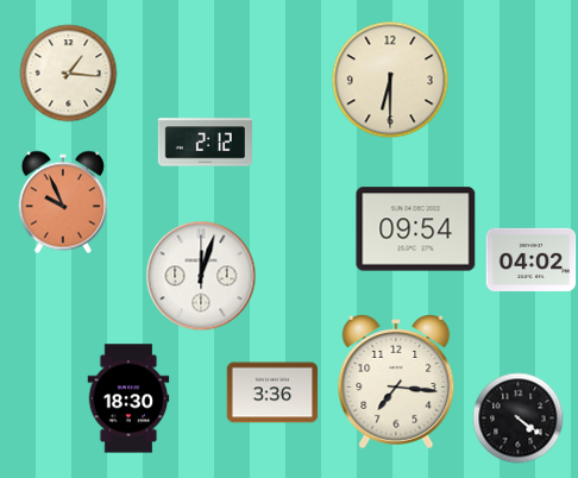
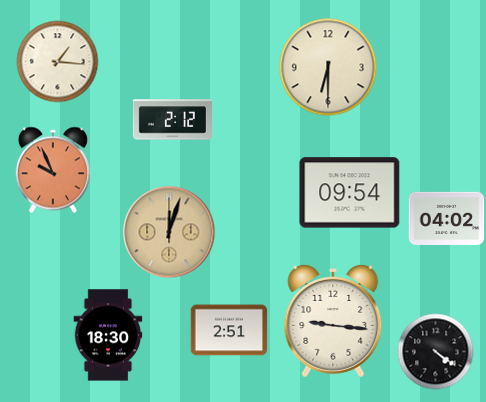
clock at (201, 276) dial: white -> champagne
clock at (396, 383): 7:16 -> 9:16
clock at (272, 392): 3:36 -> 2:51
